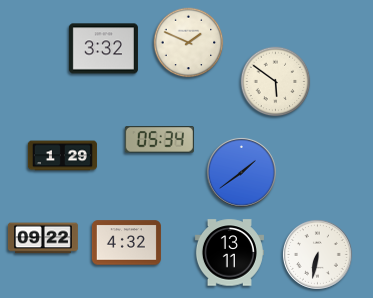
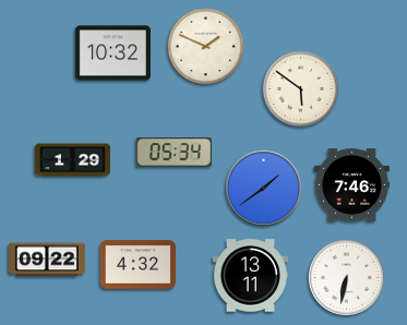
clock at (103, 49): 3:32 -> 10:32
clock at (62, 156) position: (62, 156) -> (72, 160)
clock at (351, 185): none -> 7:46
